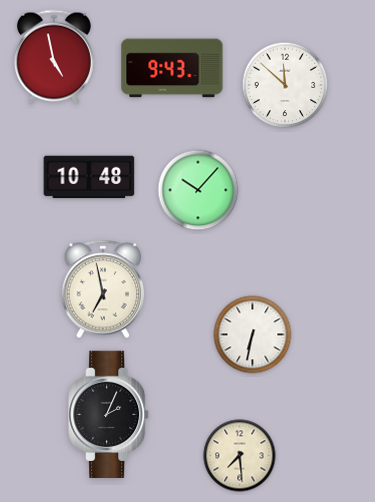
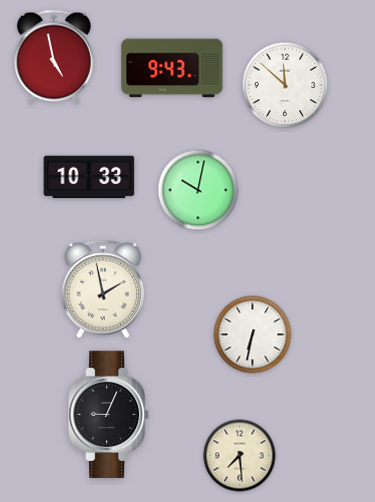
clock at (89, 177): 10:48 -> 10:33
clock at (198, 190): 10:07 -> 10:02
clock at (103, 289): 6:58 -> 1:58
clock at (109, 414): 2:04 -> 9:04
